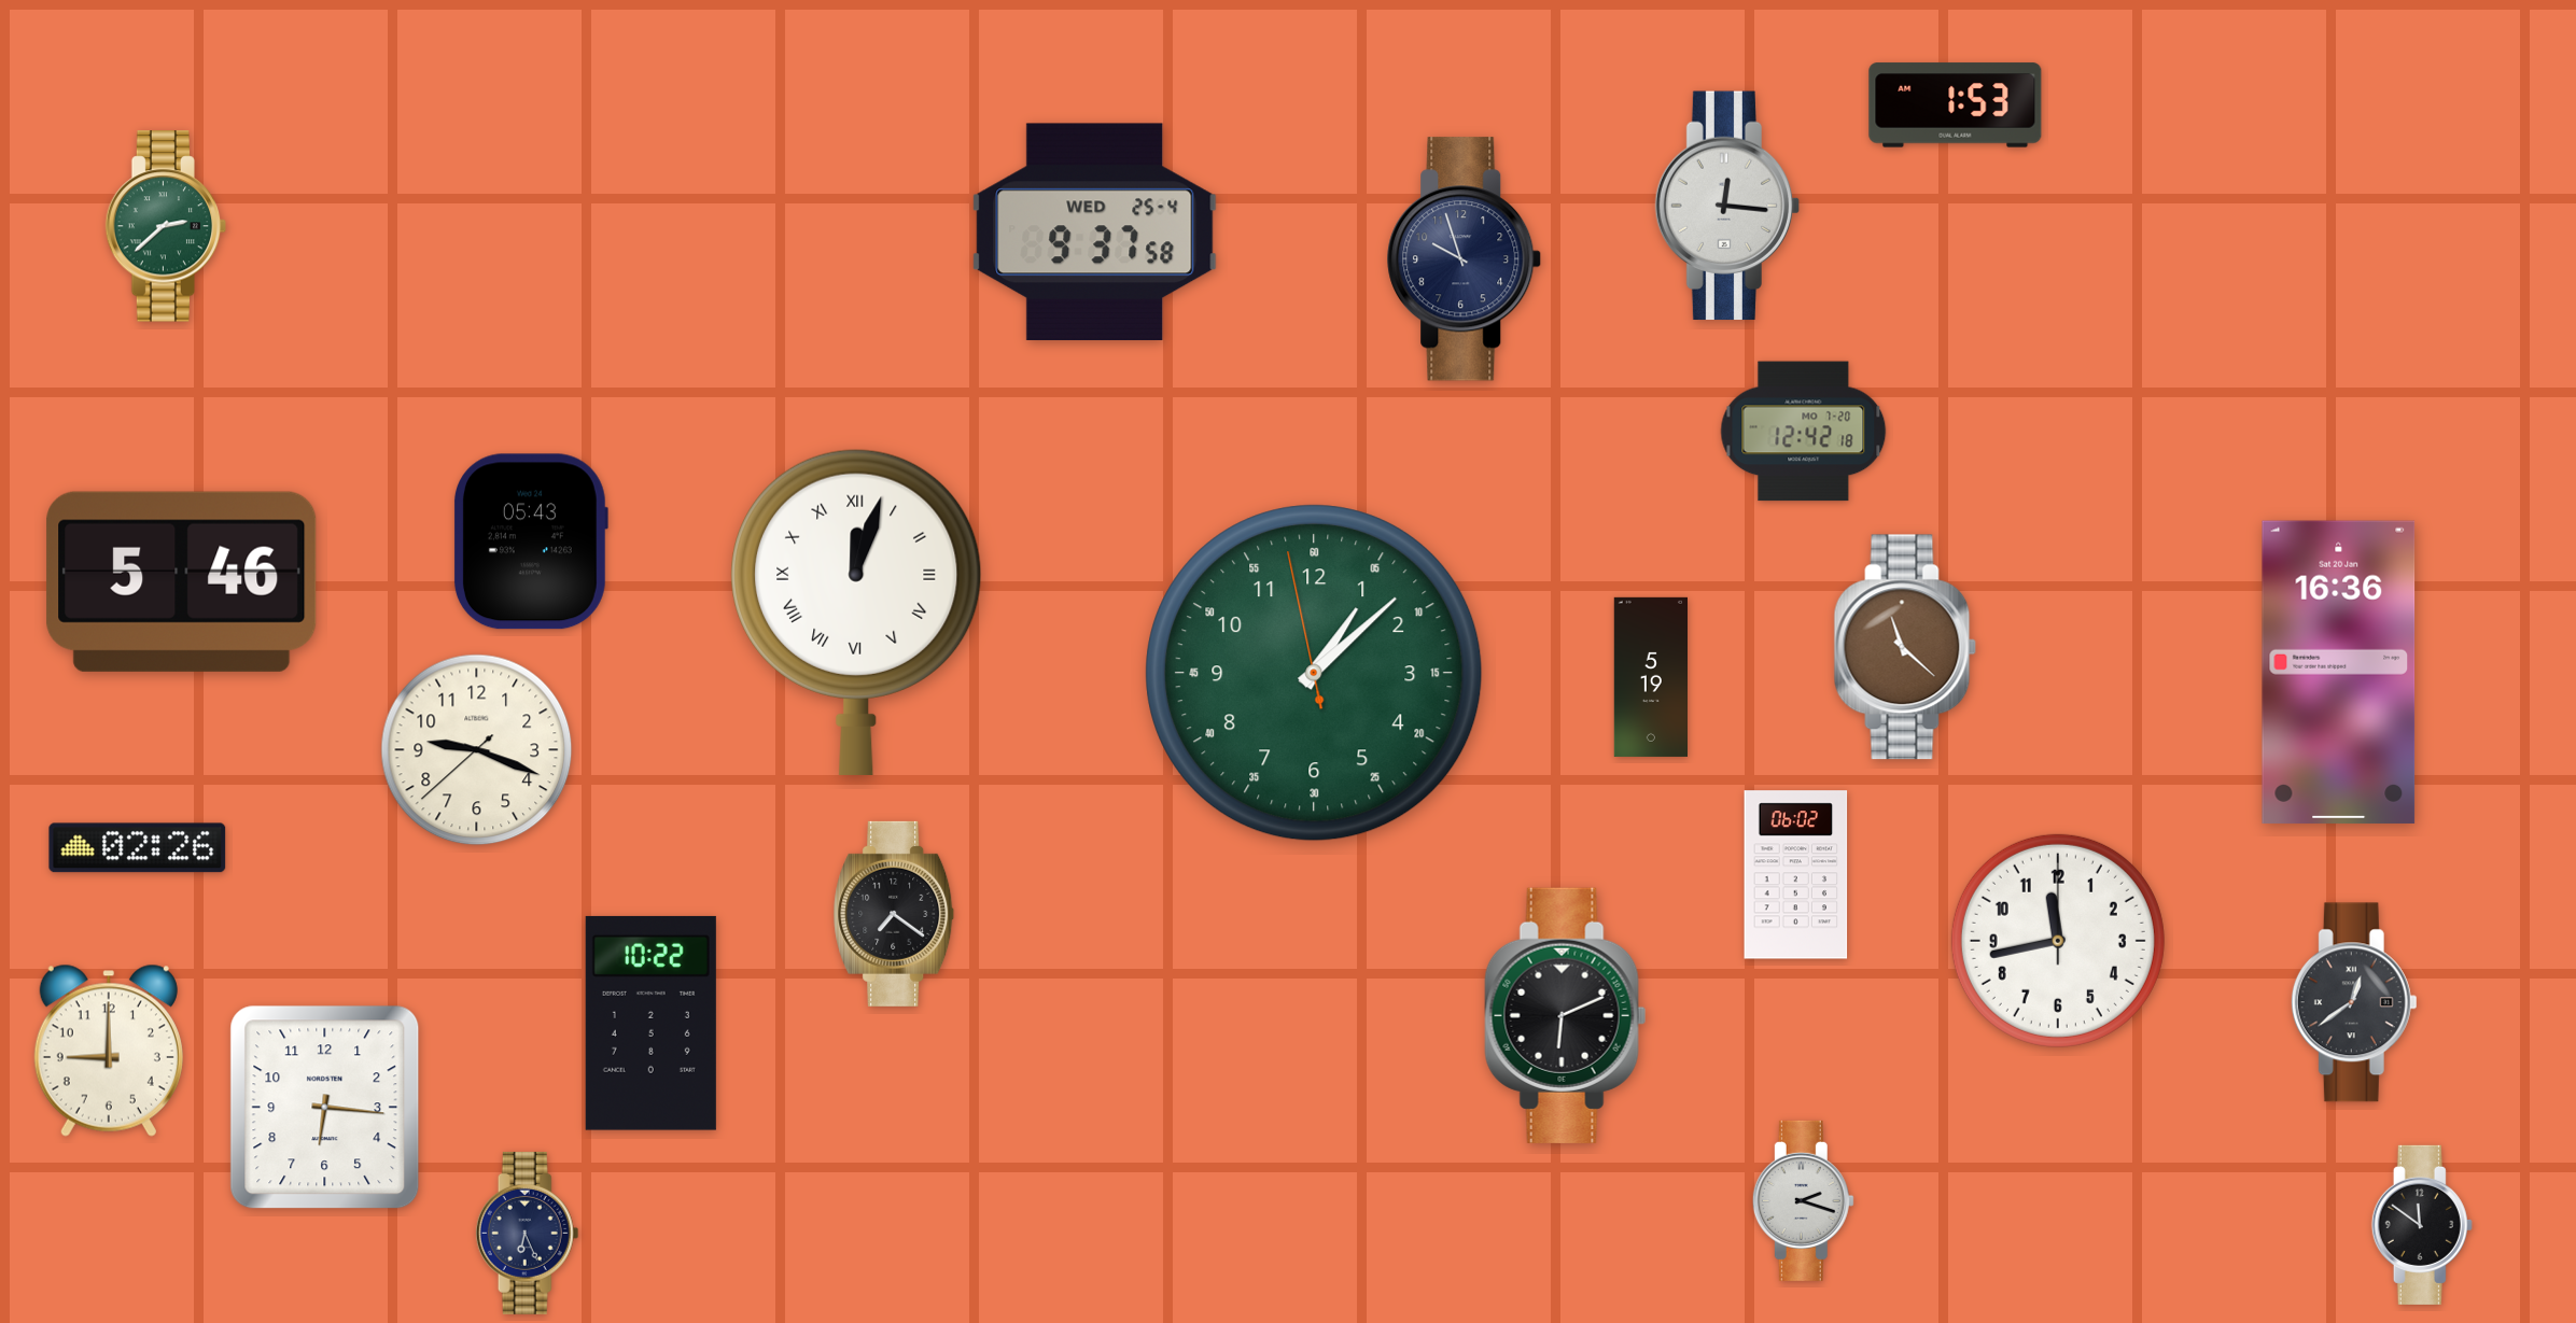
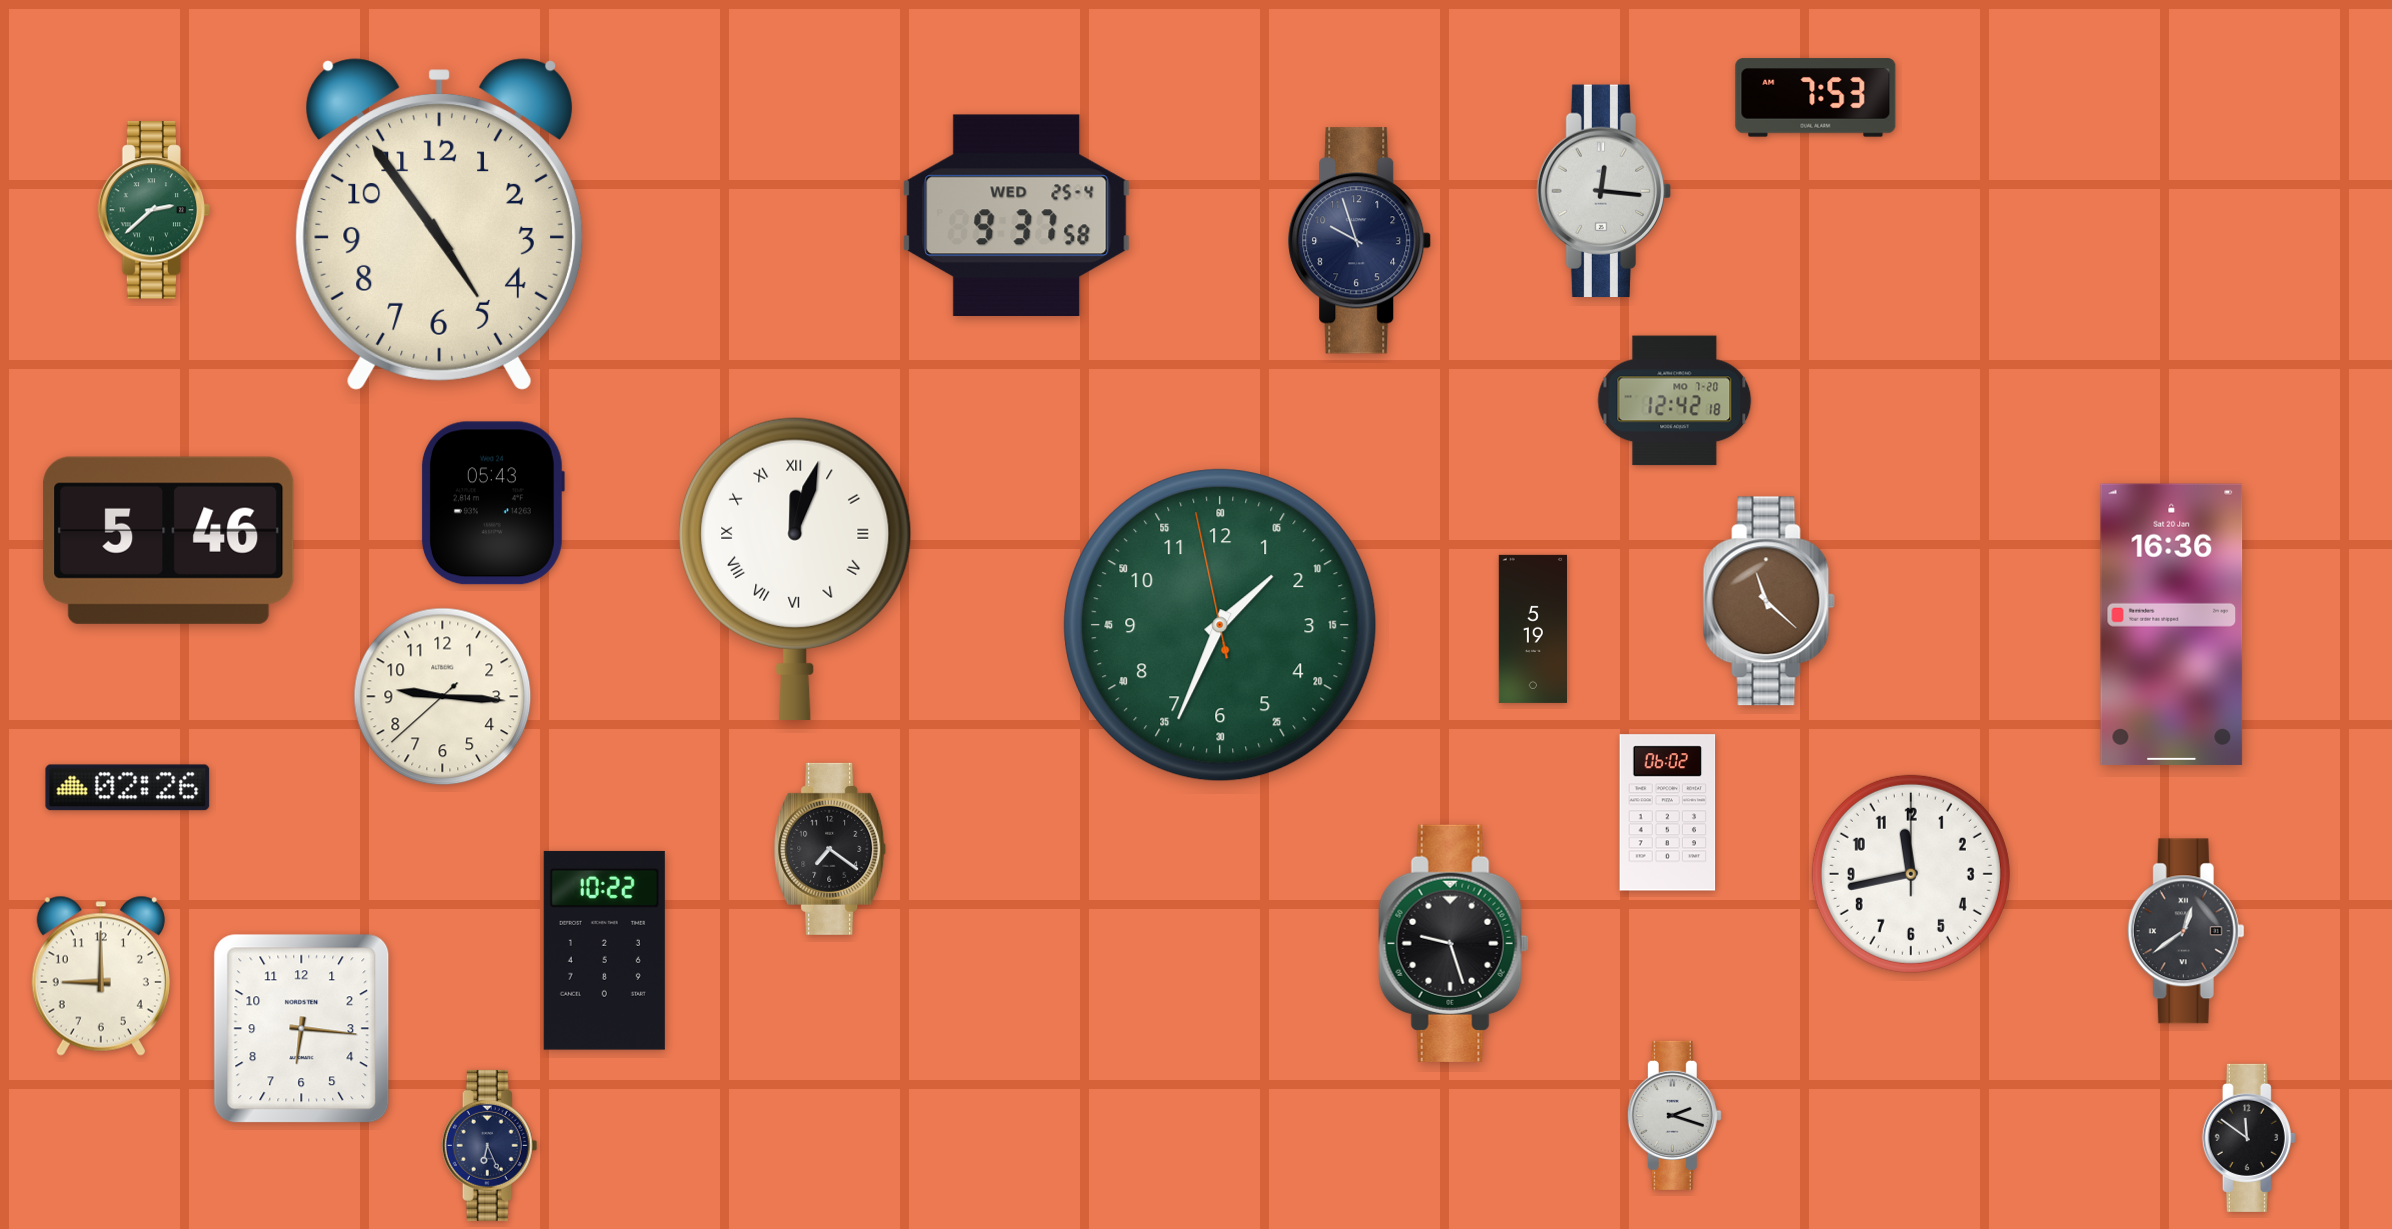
clock at (1956, 105): 1:53 -> 7:53
clock at (439, 224): none -> 4:54
clock at (1314, 673): 1:07 -> 1:33
clock at (477, 750): 9:18 -> 9:15
clock at (1566, 1015): 6:11 -> 9:27
